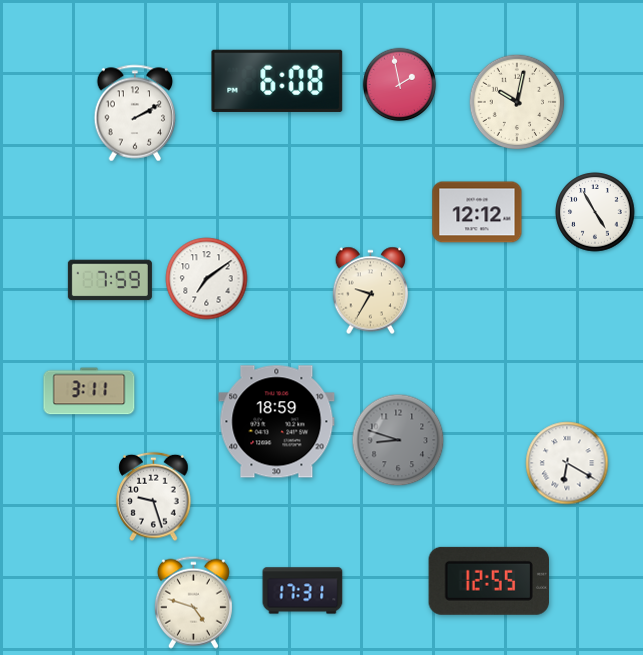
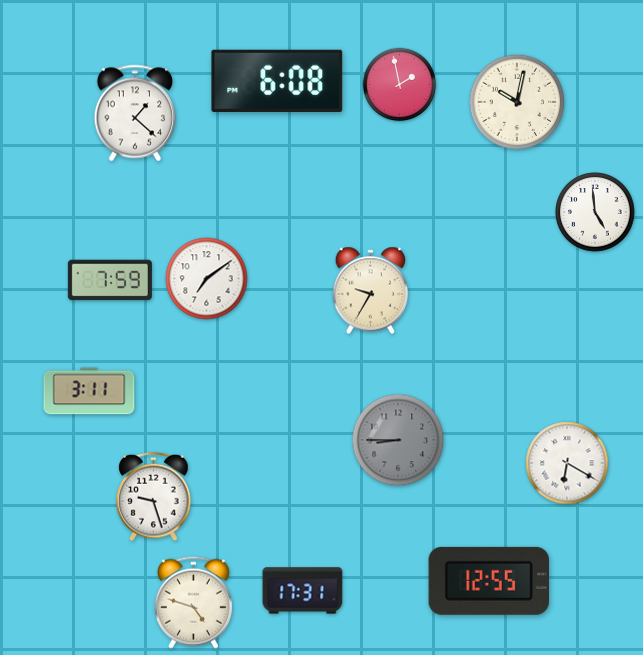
clock at (135, 113): 2:10 -> 1:22
clock at (477, 212): 12:12 -> none
clock at (595, 212): 4:55 -> 4:59
clock at (277, 422): 18:59 -> none
clock at (398, 440): 8:48 -> 8:45
